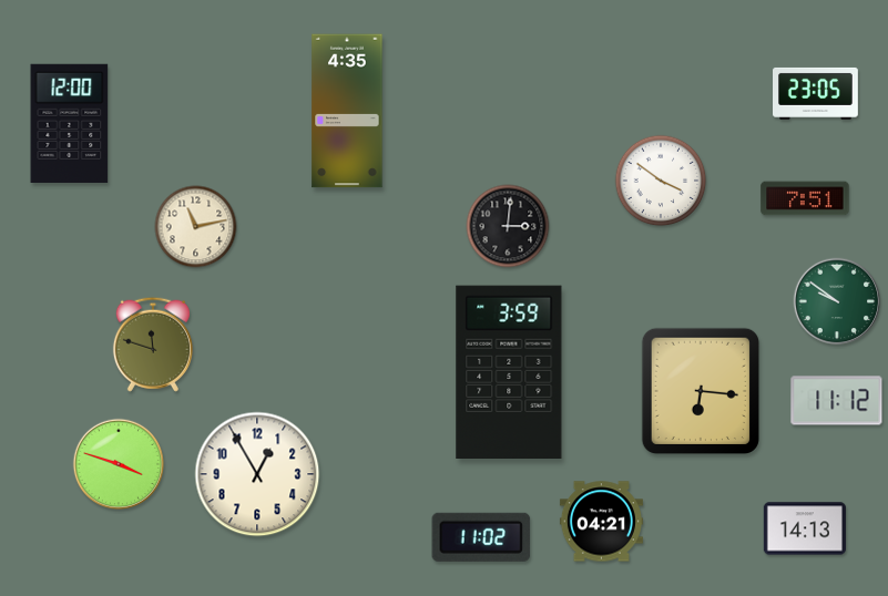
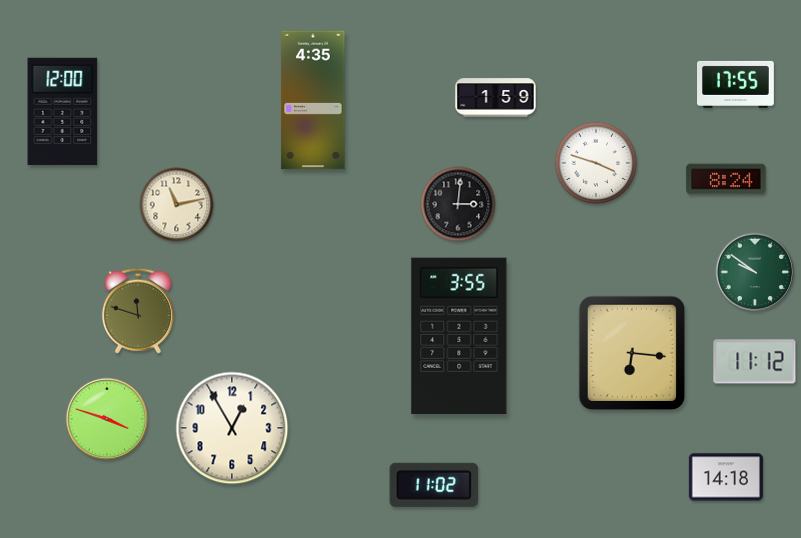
clock at (816, 93): 23:05 -> 17:55
clock at (496, 98): none -> 1:59
clock at (661, 181): 3:51 -> 3:48
clock at (805, 198): 7:51 -> 8:24
clock at (509, 371): 3:59 -> 3:55
clock at (601, 522): 04:21 -> none
clock at (805, 528): 14:13 -> 14:18
